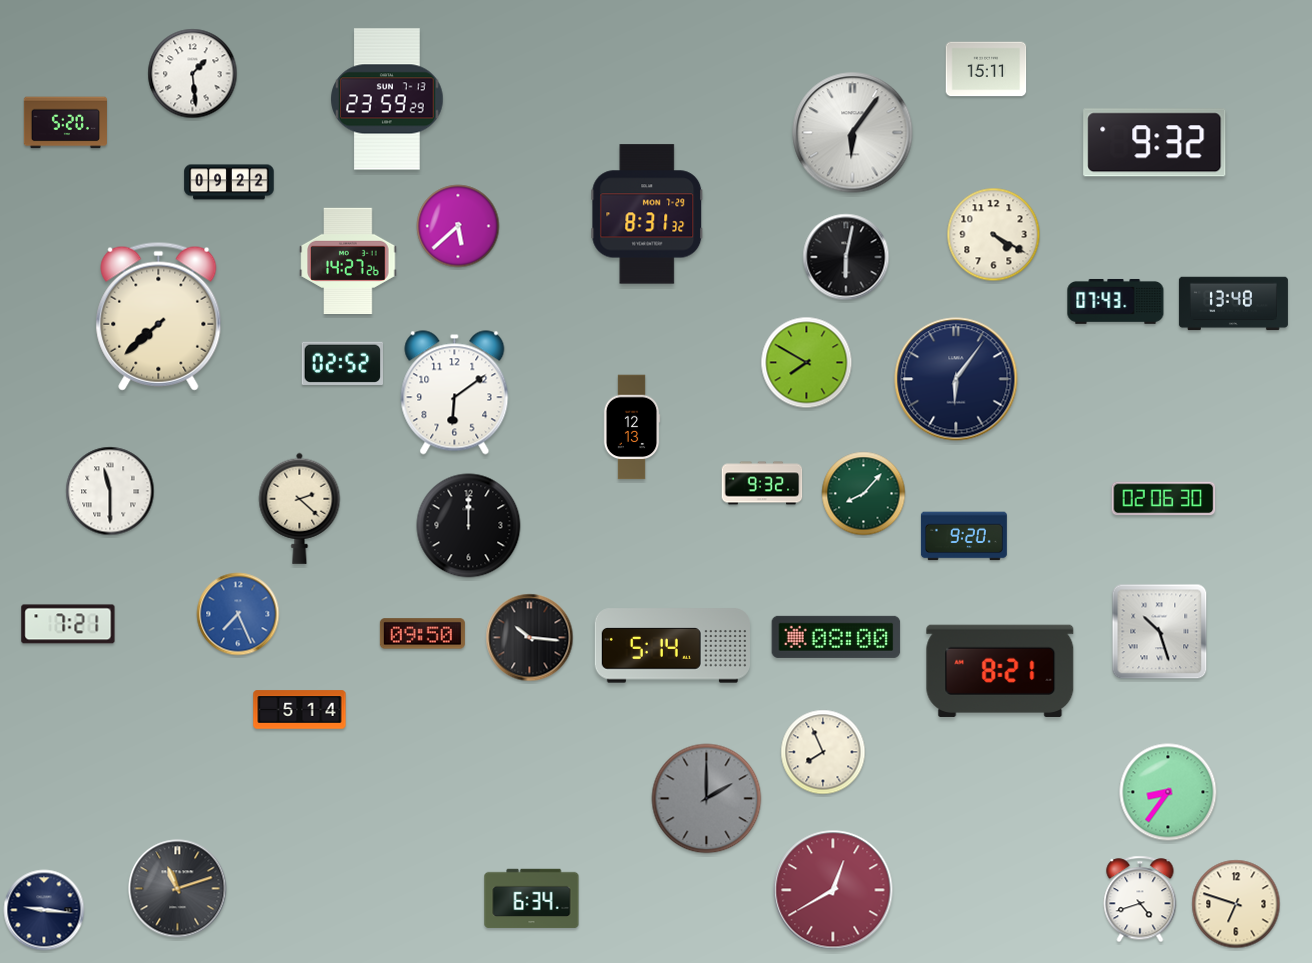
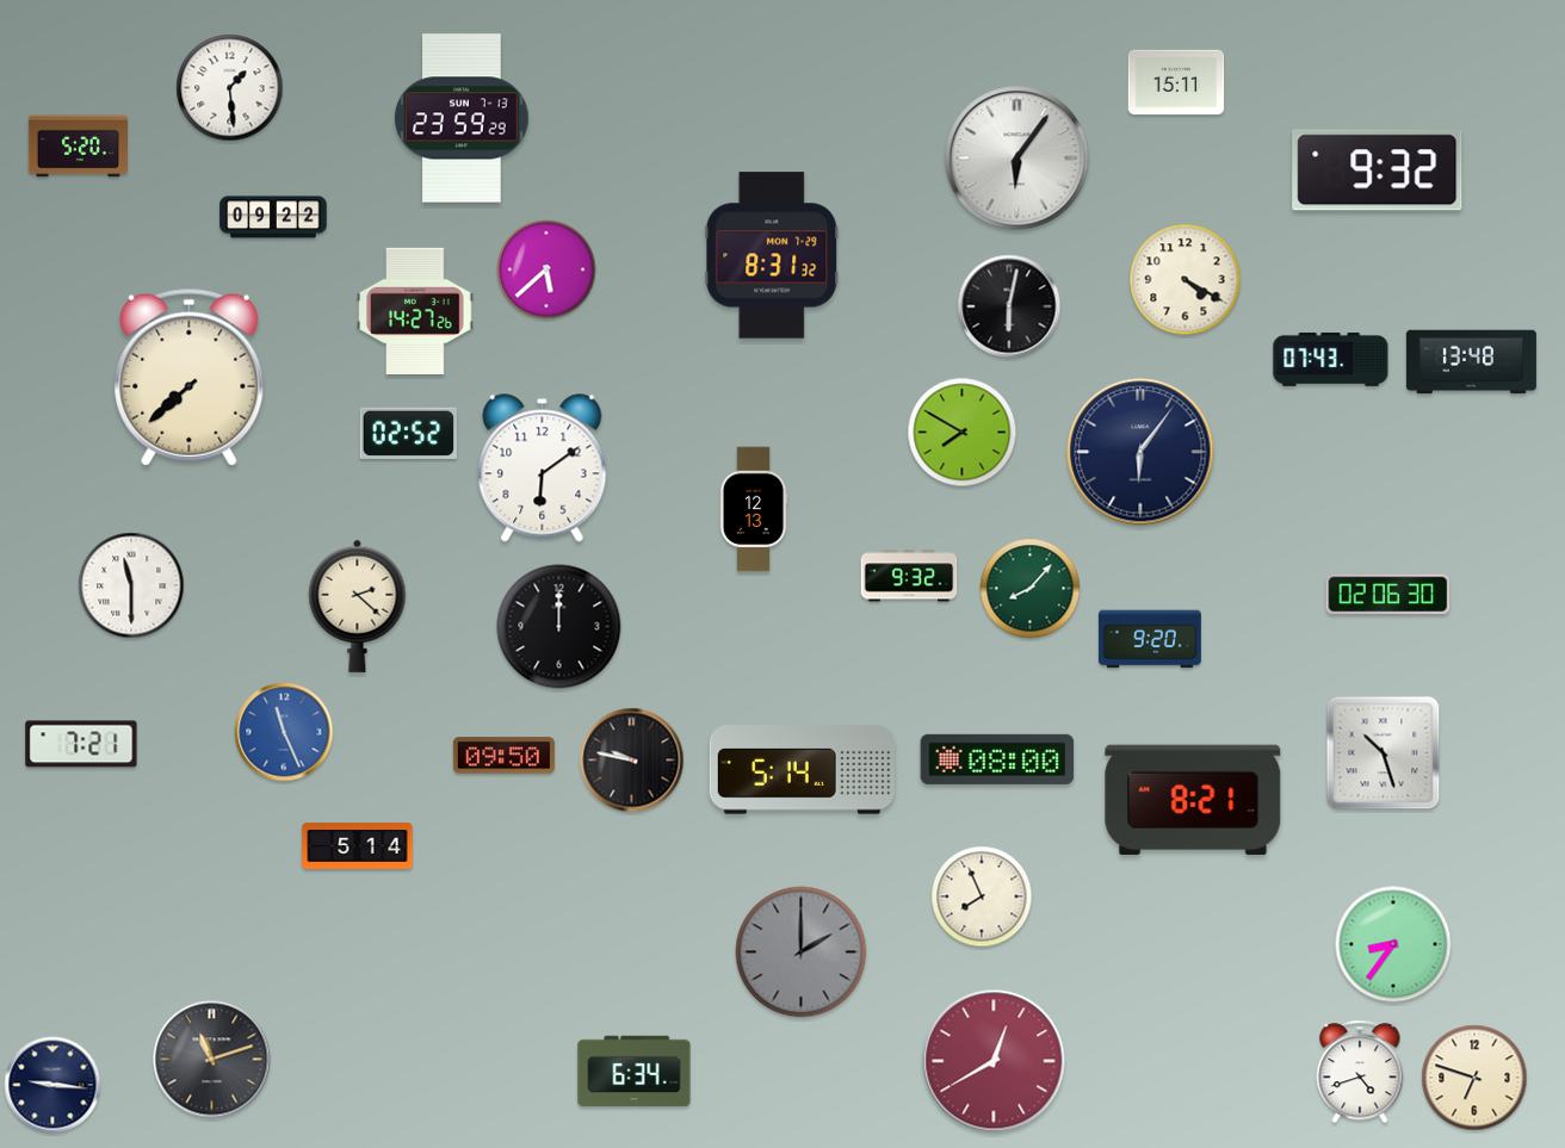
clock at (238, 614): 7:26 -> 11:26
clock at (530, 638): 10:16 -> 9:47
clock at (707, 799) position: (707, 799) -> (802, 952)
